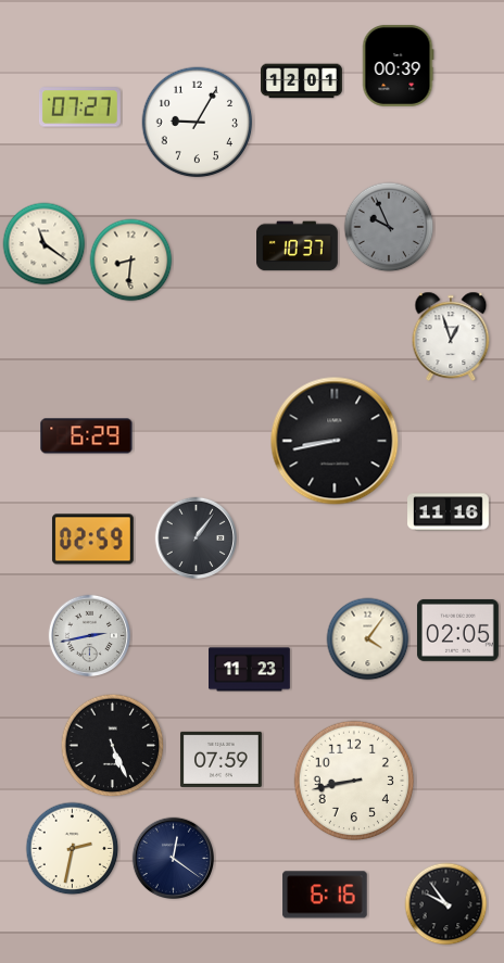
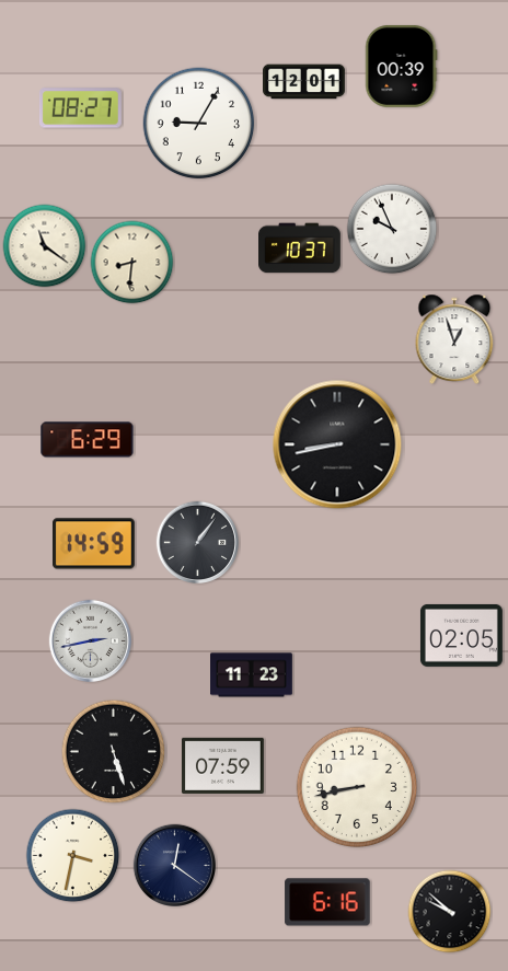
clock at (80, 107): 07:27 -> 08:27
clock at (389, 227) dial: grey -> white
clock at (449, 512): 11:16 -> none
clock at (92, 540): 02:59 -> 14:59
clock at (368, 639): 4:06 -> none
clock at (113, 746): 5:26 -> 5:27
clock at (73, 849): 2:32 -> 3:32
clock at (446, 904): 9:54 -> 9:52
